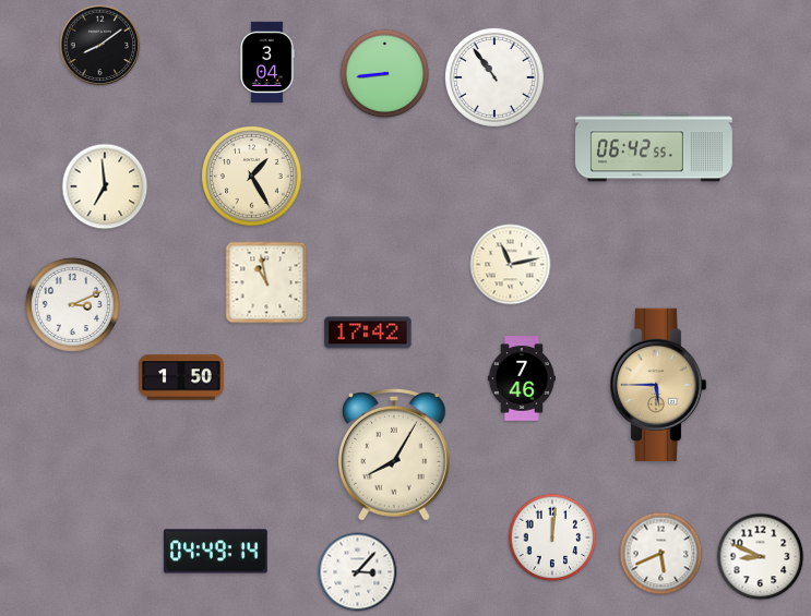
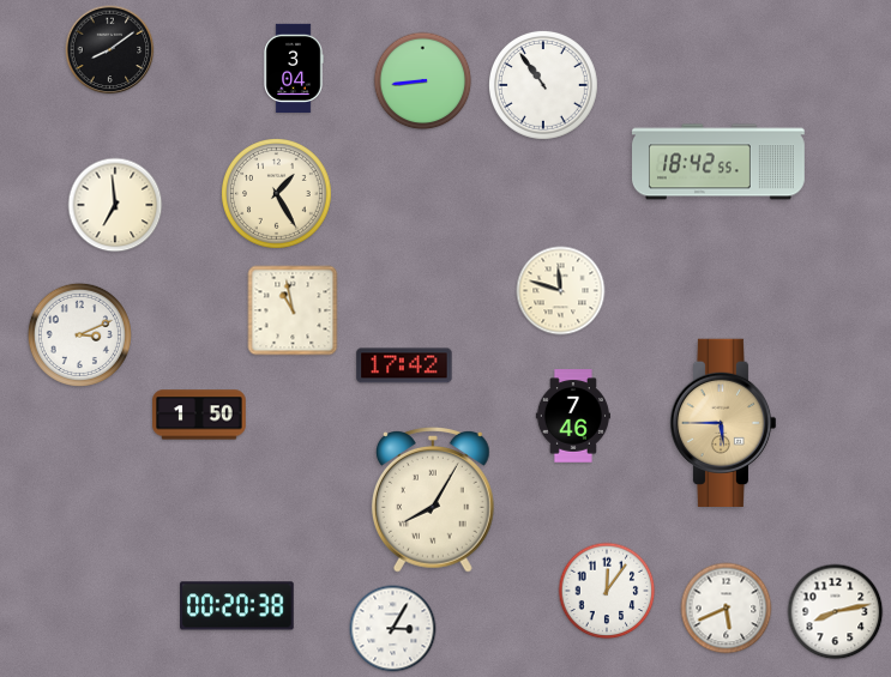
clock at (655, 147): 06:42 -> 18:42
clock at (511, 265): 11:13 -> 11:48
clock at (552, 538): 12:01 -> 12:06
clock at (216, 552): 04:49 -> 00:20
clock at (761, 557): 8:49 -> 8:13
clock at (358, 572): 3:07 -> 3:05
